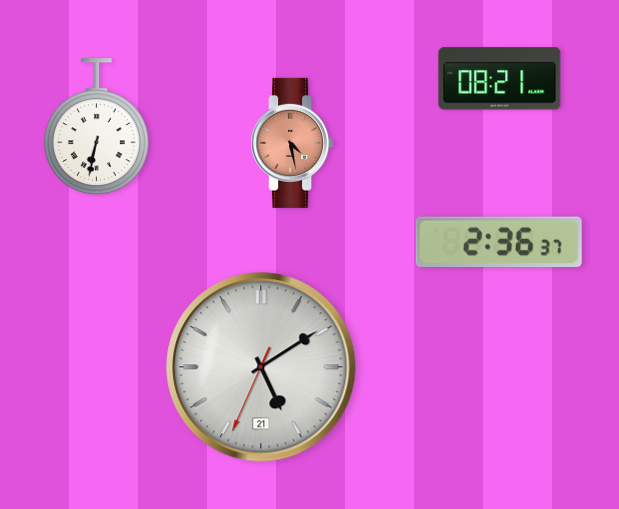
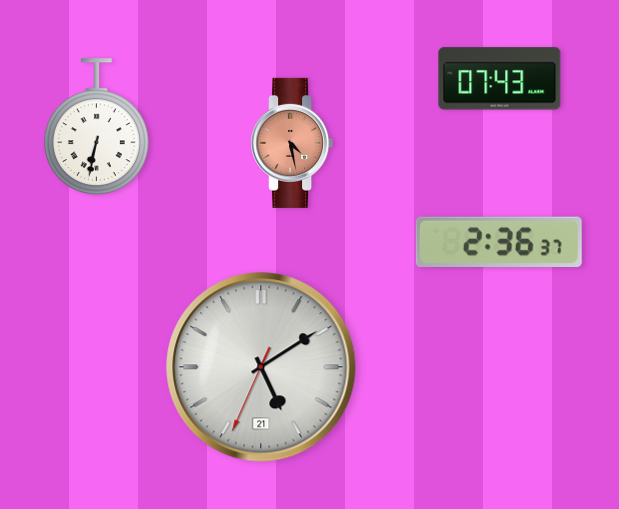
clock at (500, 79): 08:21 -> 07:43
